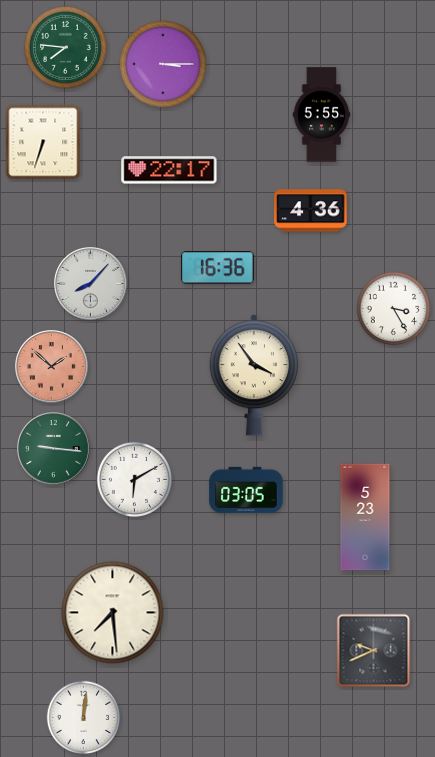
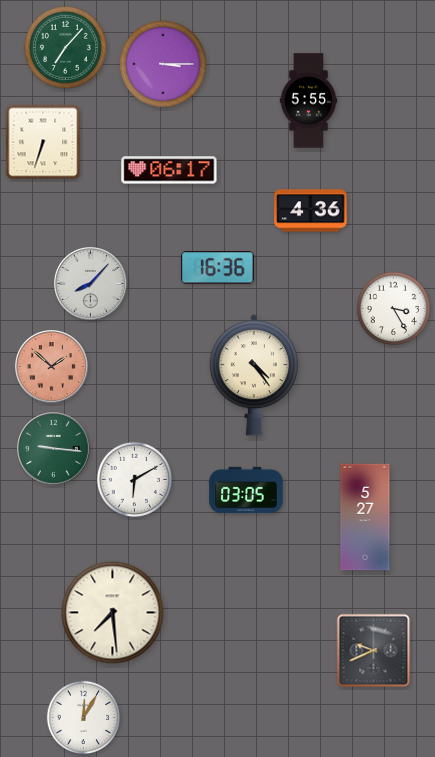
clock at (65, 47): 7:46 -> 7:07
clock at (322, 115) position: (322, 115) -> (309, 101)
clock at (169, 170): 22:17 -> 06:17
clock at (254, 375): 3:54 -> 4:24
clock at (365, 517): 5:23 -> 5:27
clock at (84, 718): 12:01 -> 12:05
